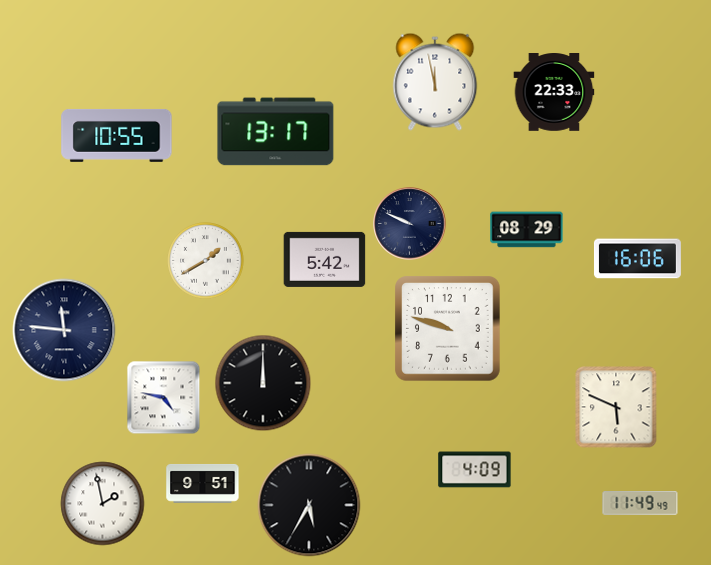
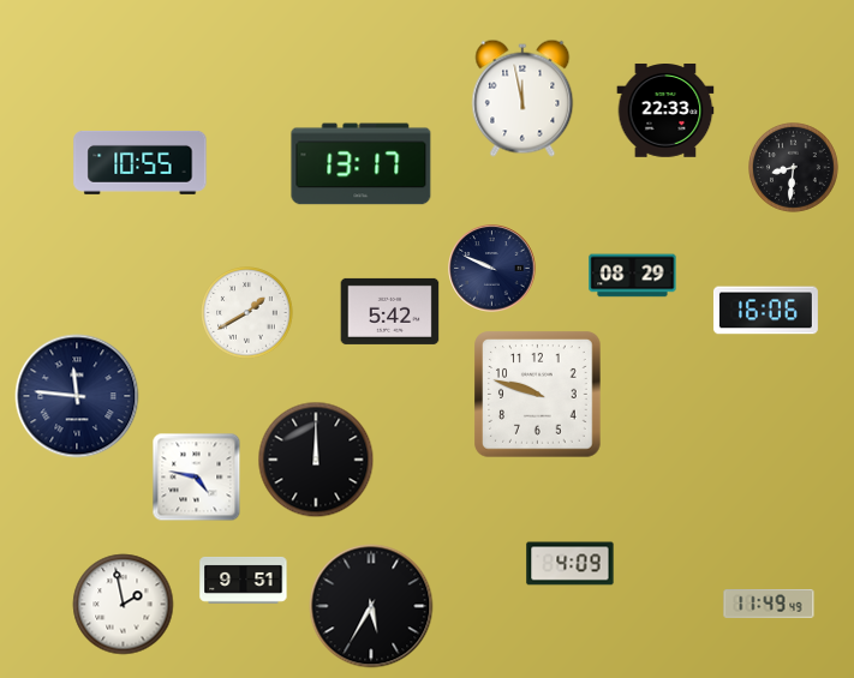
clock at (276, 132) position: (276, 132) -> (362, 164)
clock at (794, 168): none -> 8:31
clock at (616, 407): 5:49 -> none
